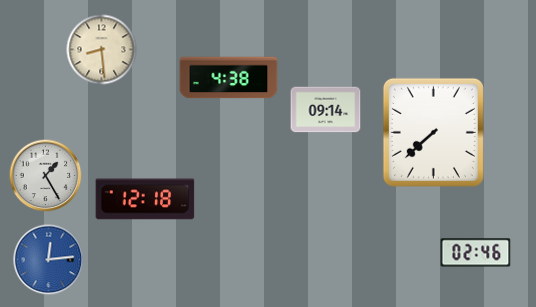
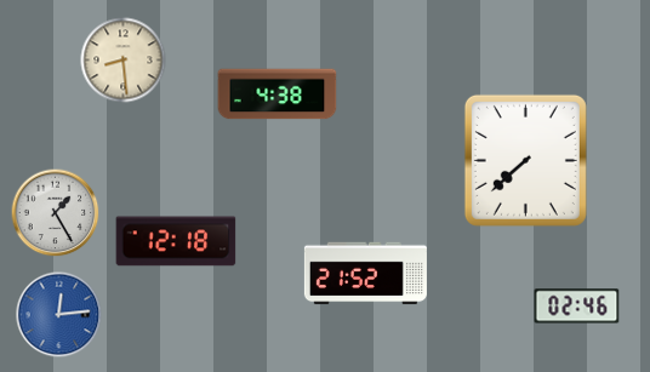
clock at (326, 110): 09:14 -> none
clock at (365, 274): none -> 21:52
